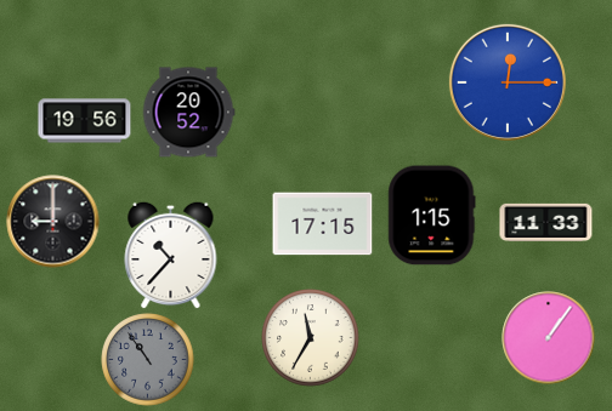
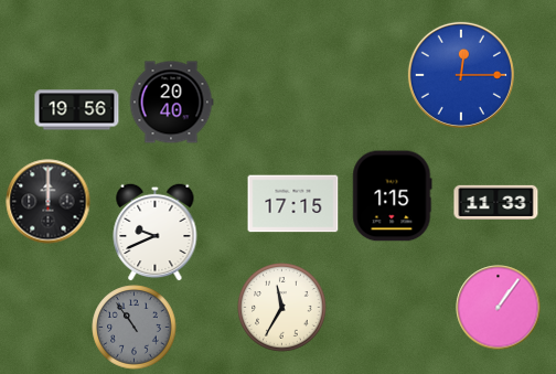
clock at (188, 113): 20:52 -> 20:40
clock at (53, 222): 9:00 -> 12:00
clock at (171, 255): 10:37 -> 9:41
